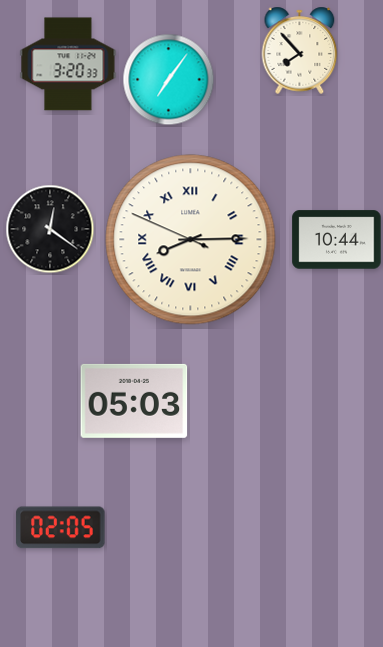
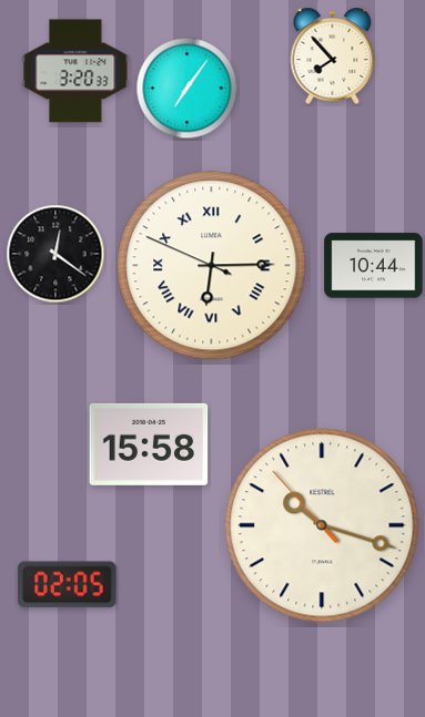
clock at (191, 240): 8:14 -> 6:14
clock at (134, 401): 05:03 -> 15:58
clock at (322, 525): none -> 10:17
